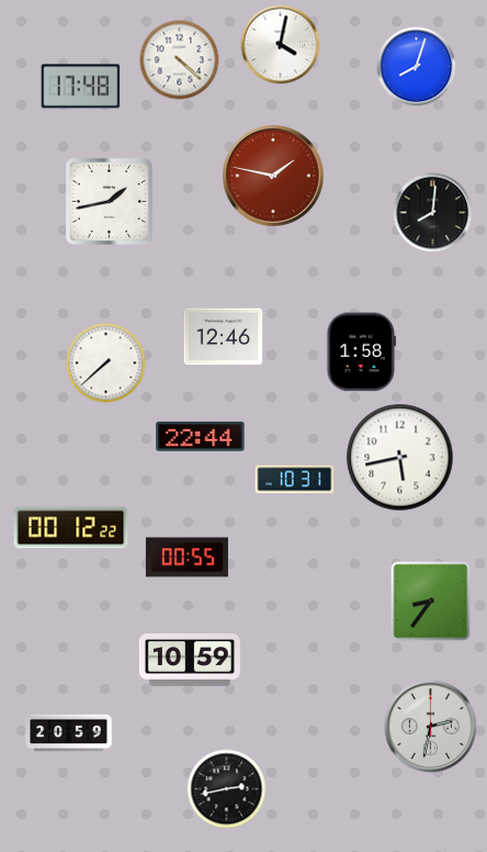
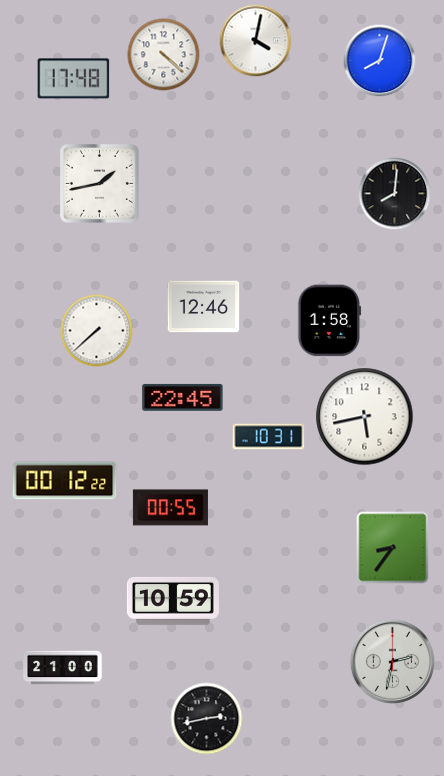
clock at (274, 177): 1:47 -> none
clock at (201, 436): 22:44 -> 22:45
clock at (69, 733): 20:59 -> 21:00
